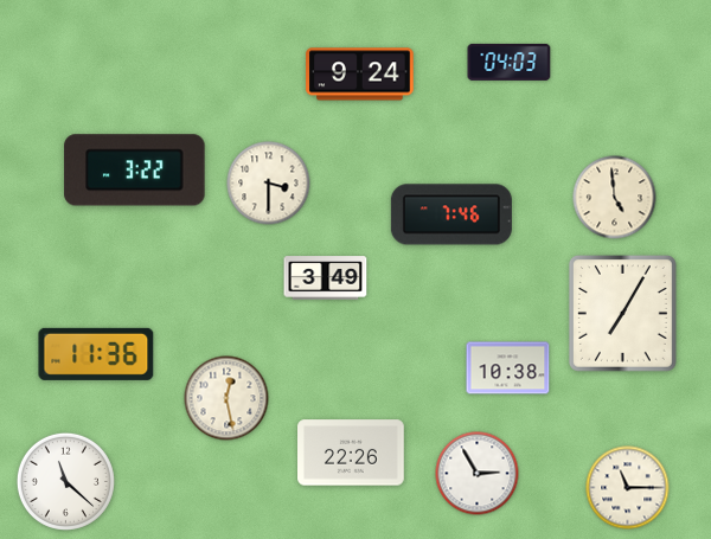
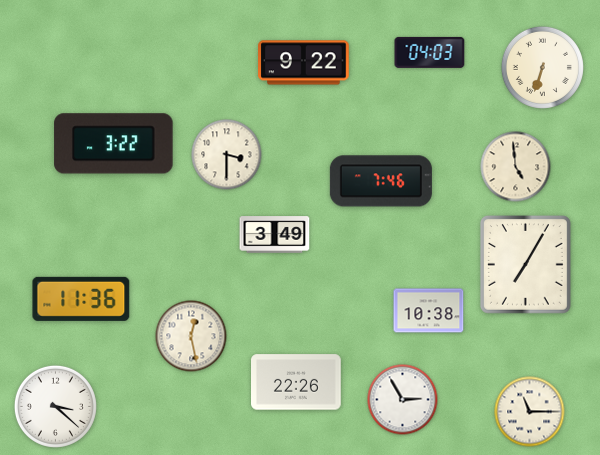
clock at (360, 75): 9:24 -> 9:22
clock at (542, 67): none -> 6:33
clock at (615, 198) position: (615, 198) -> (516, 167)
clock at (65, 481): 11:22 -> 3:22
